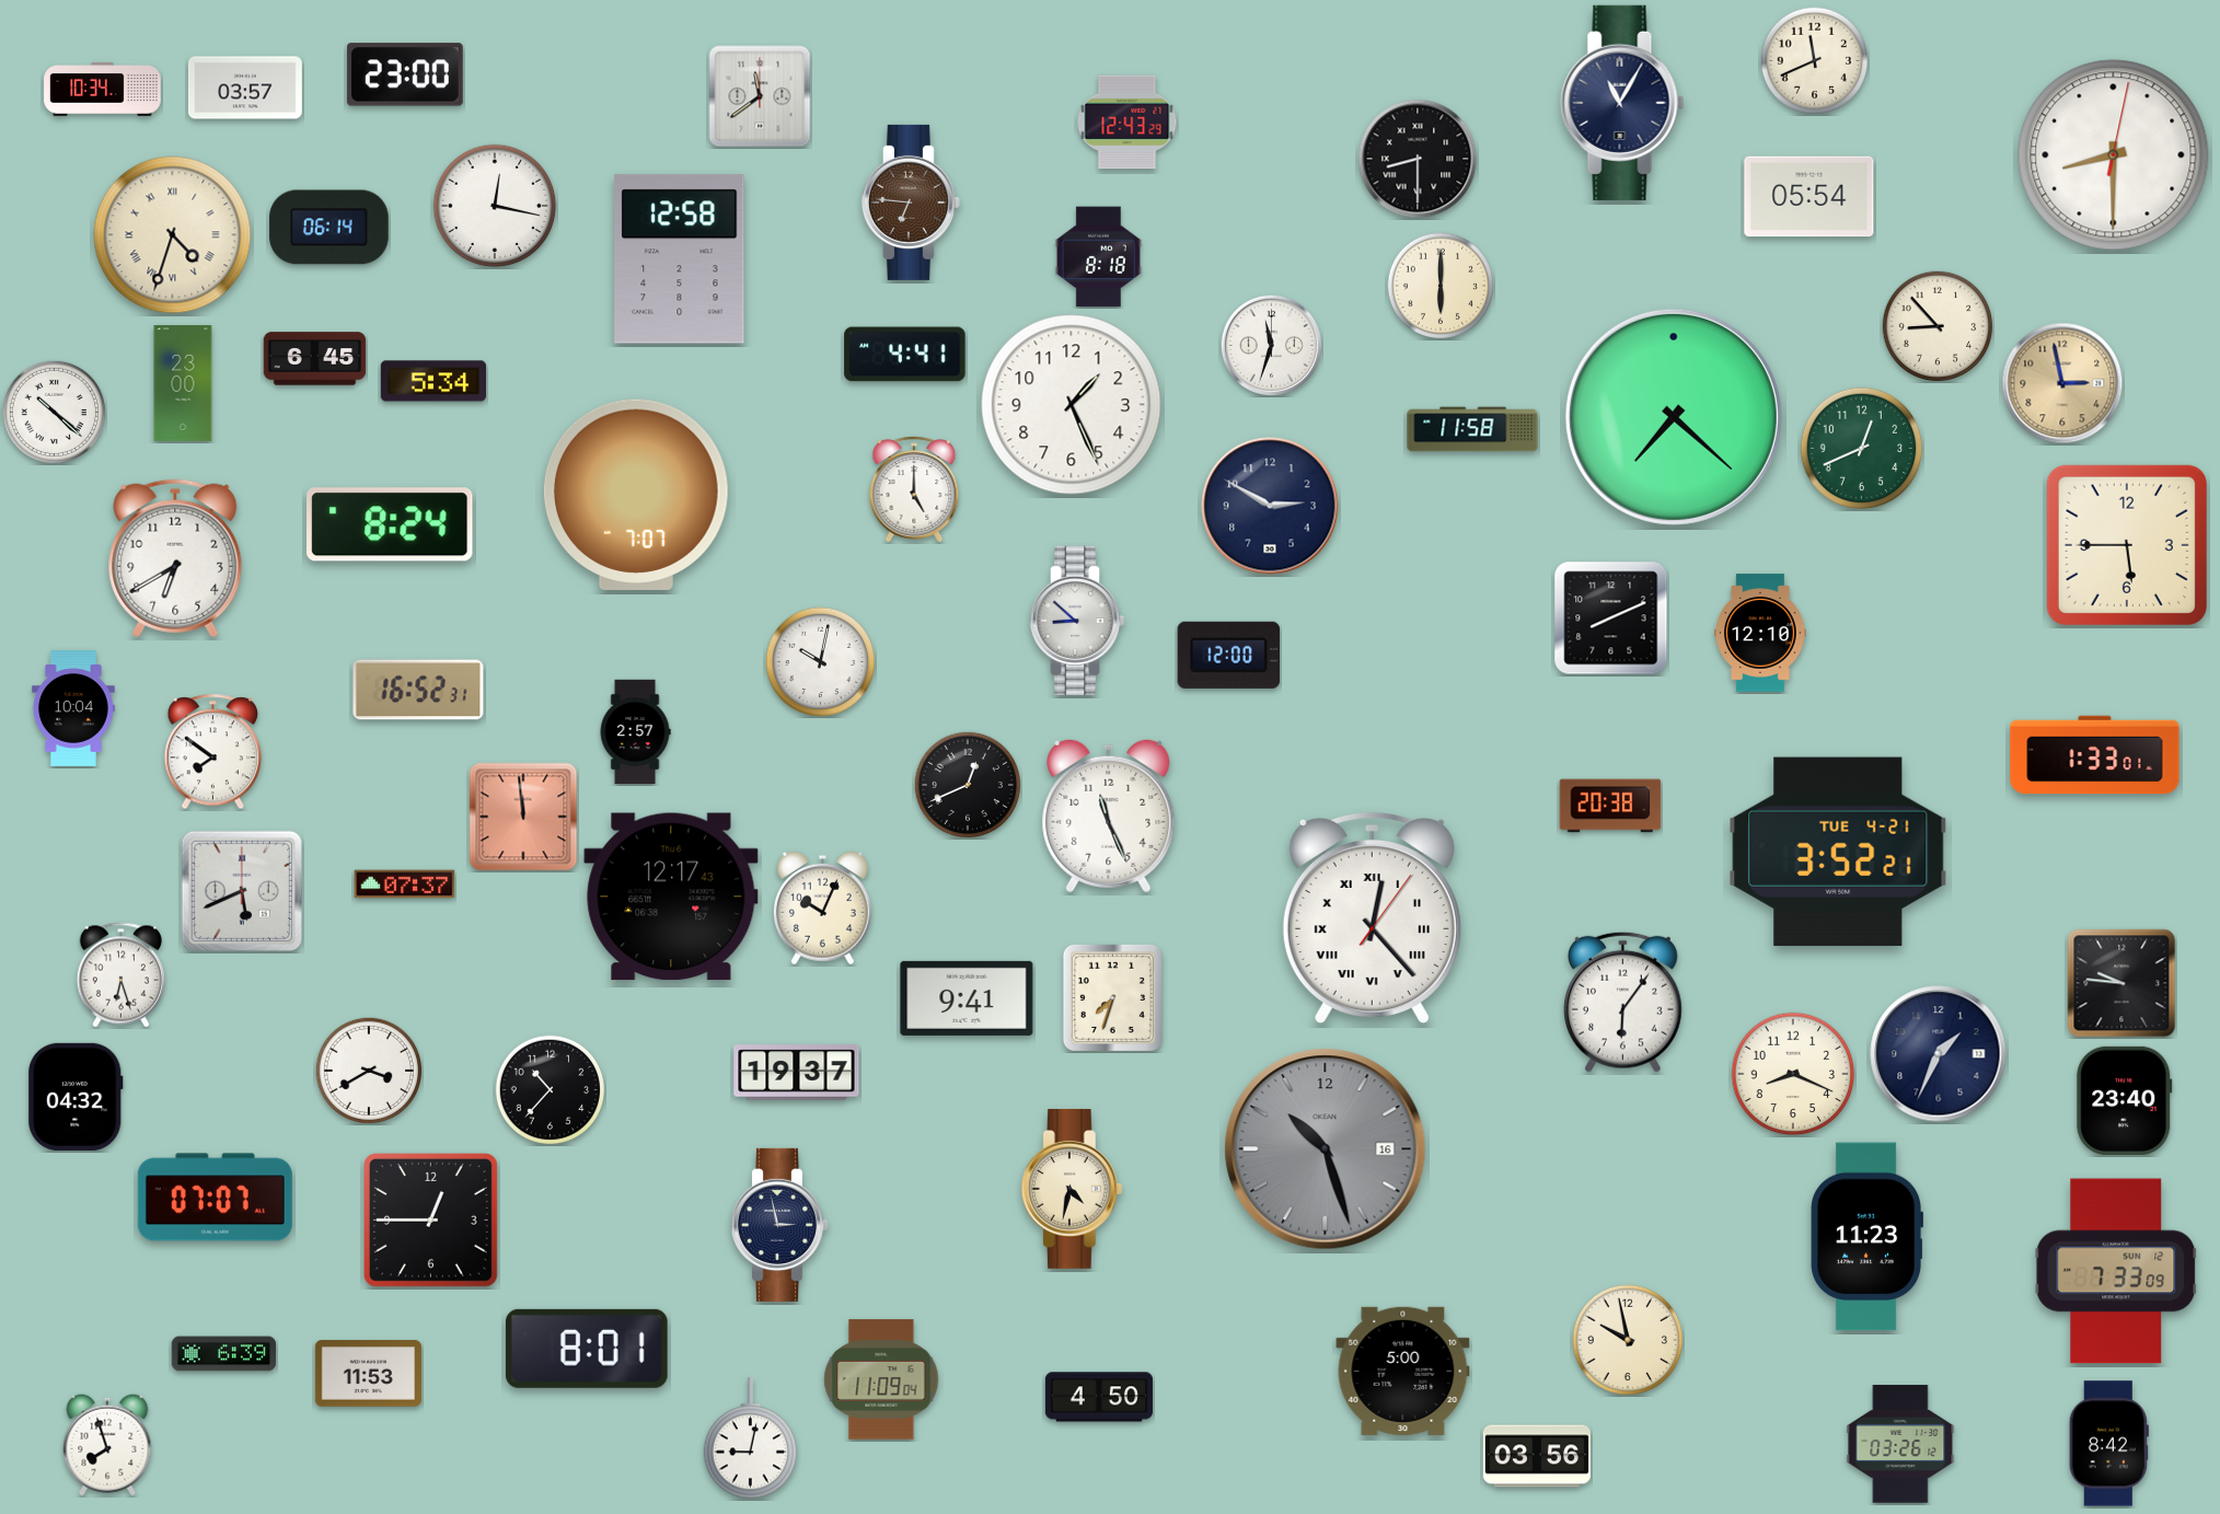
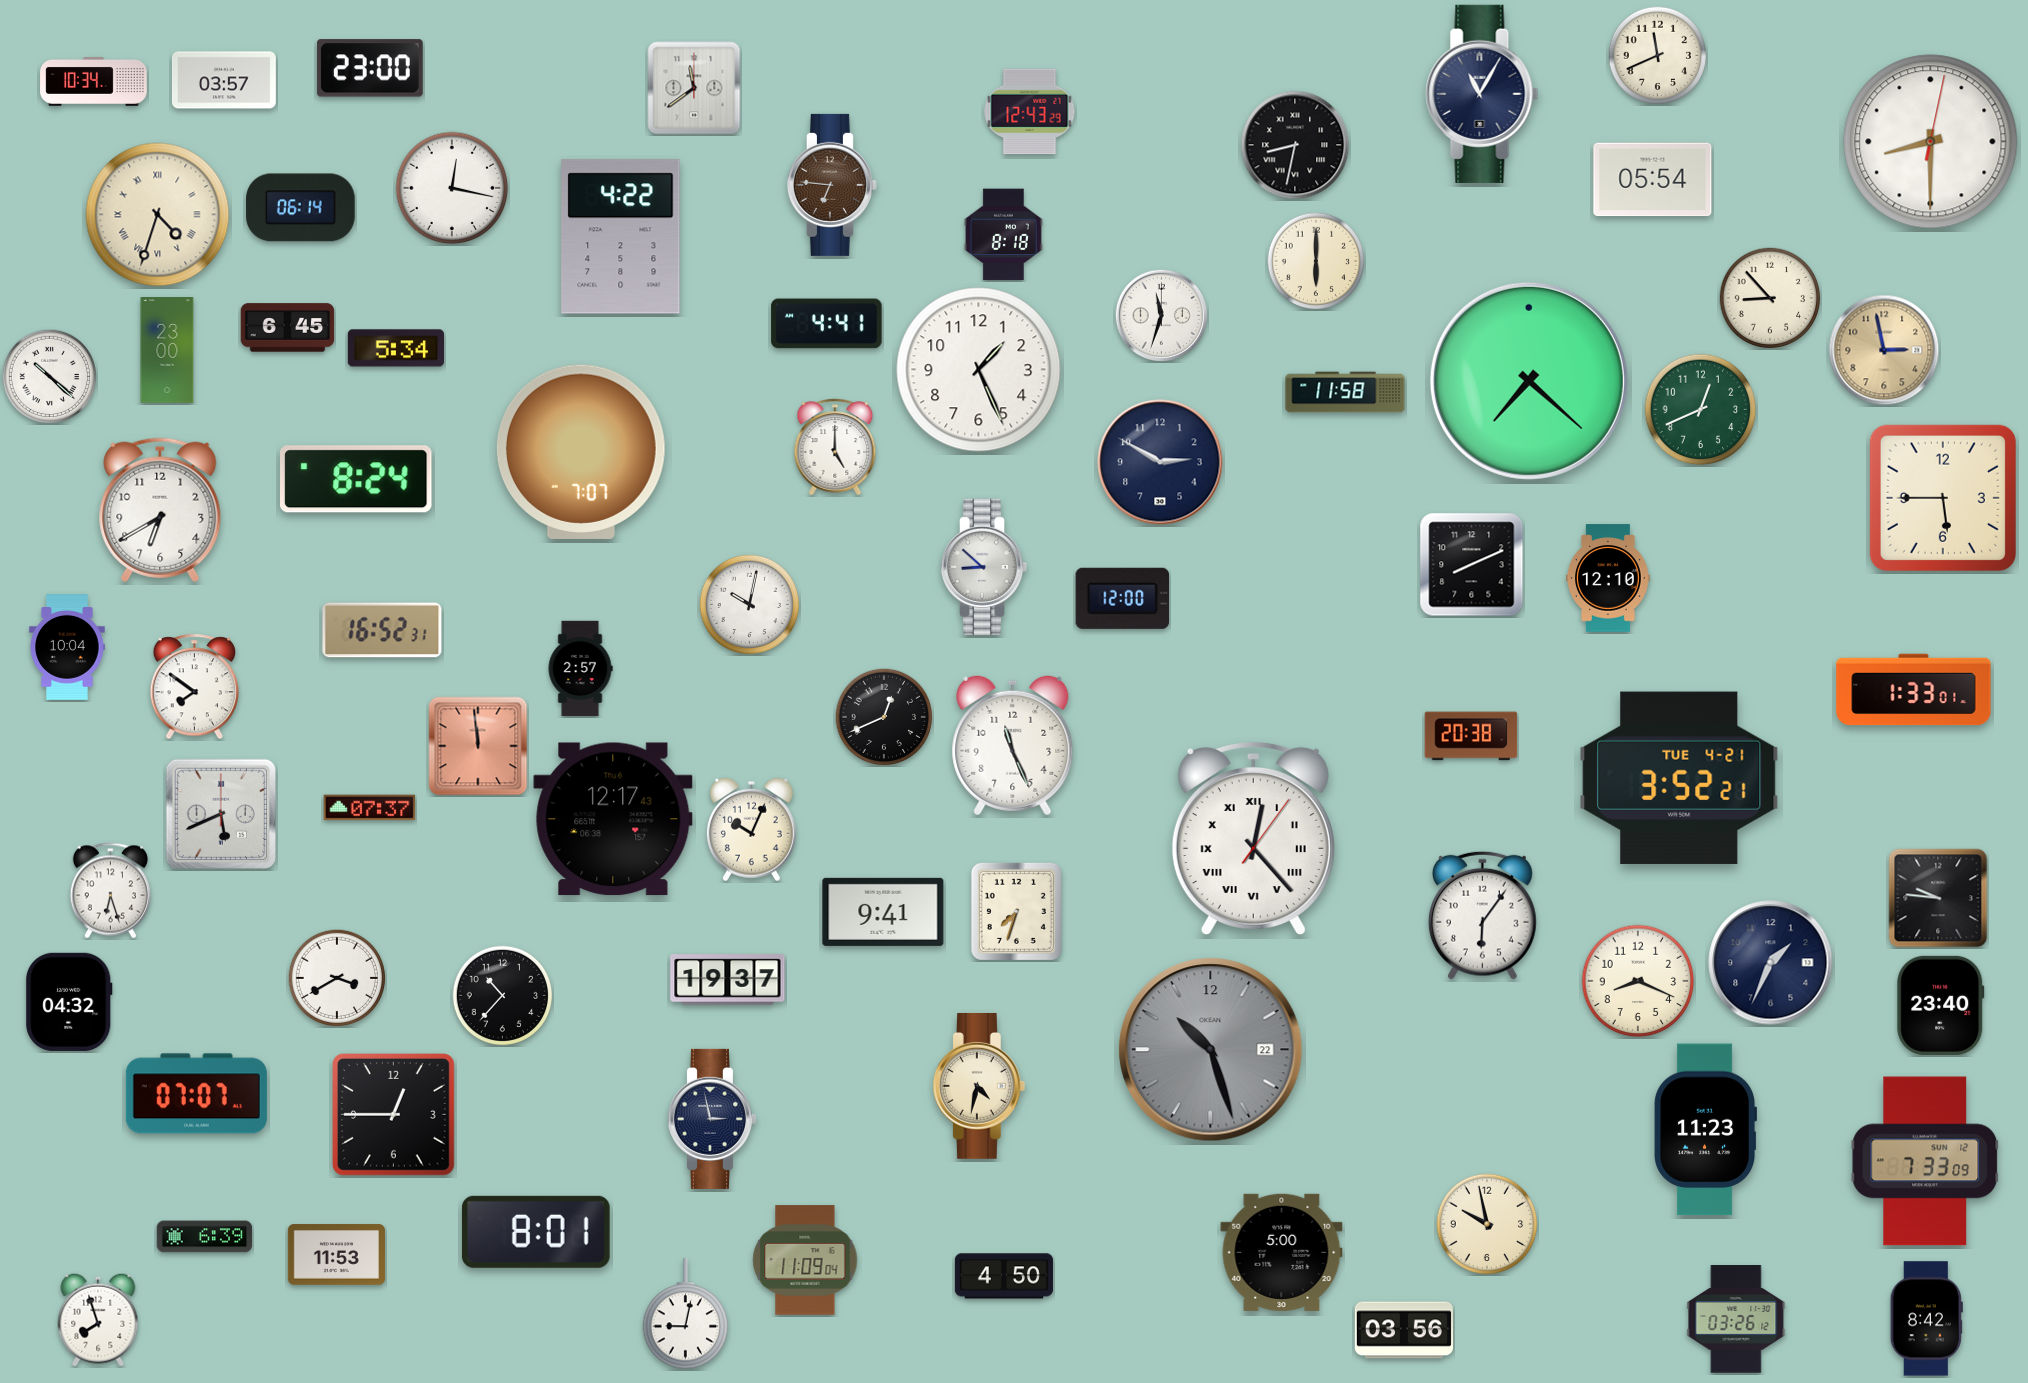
clock at (1418, 159): 8:30 -> 8:32
clock at (680, 259): 12:58 -> 4:22
clock at (1326, 1149) date: 16 -> 22
clock at (2116, 1271) position: (2116, 1271) -> (1925, 1161)
